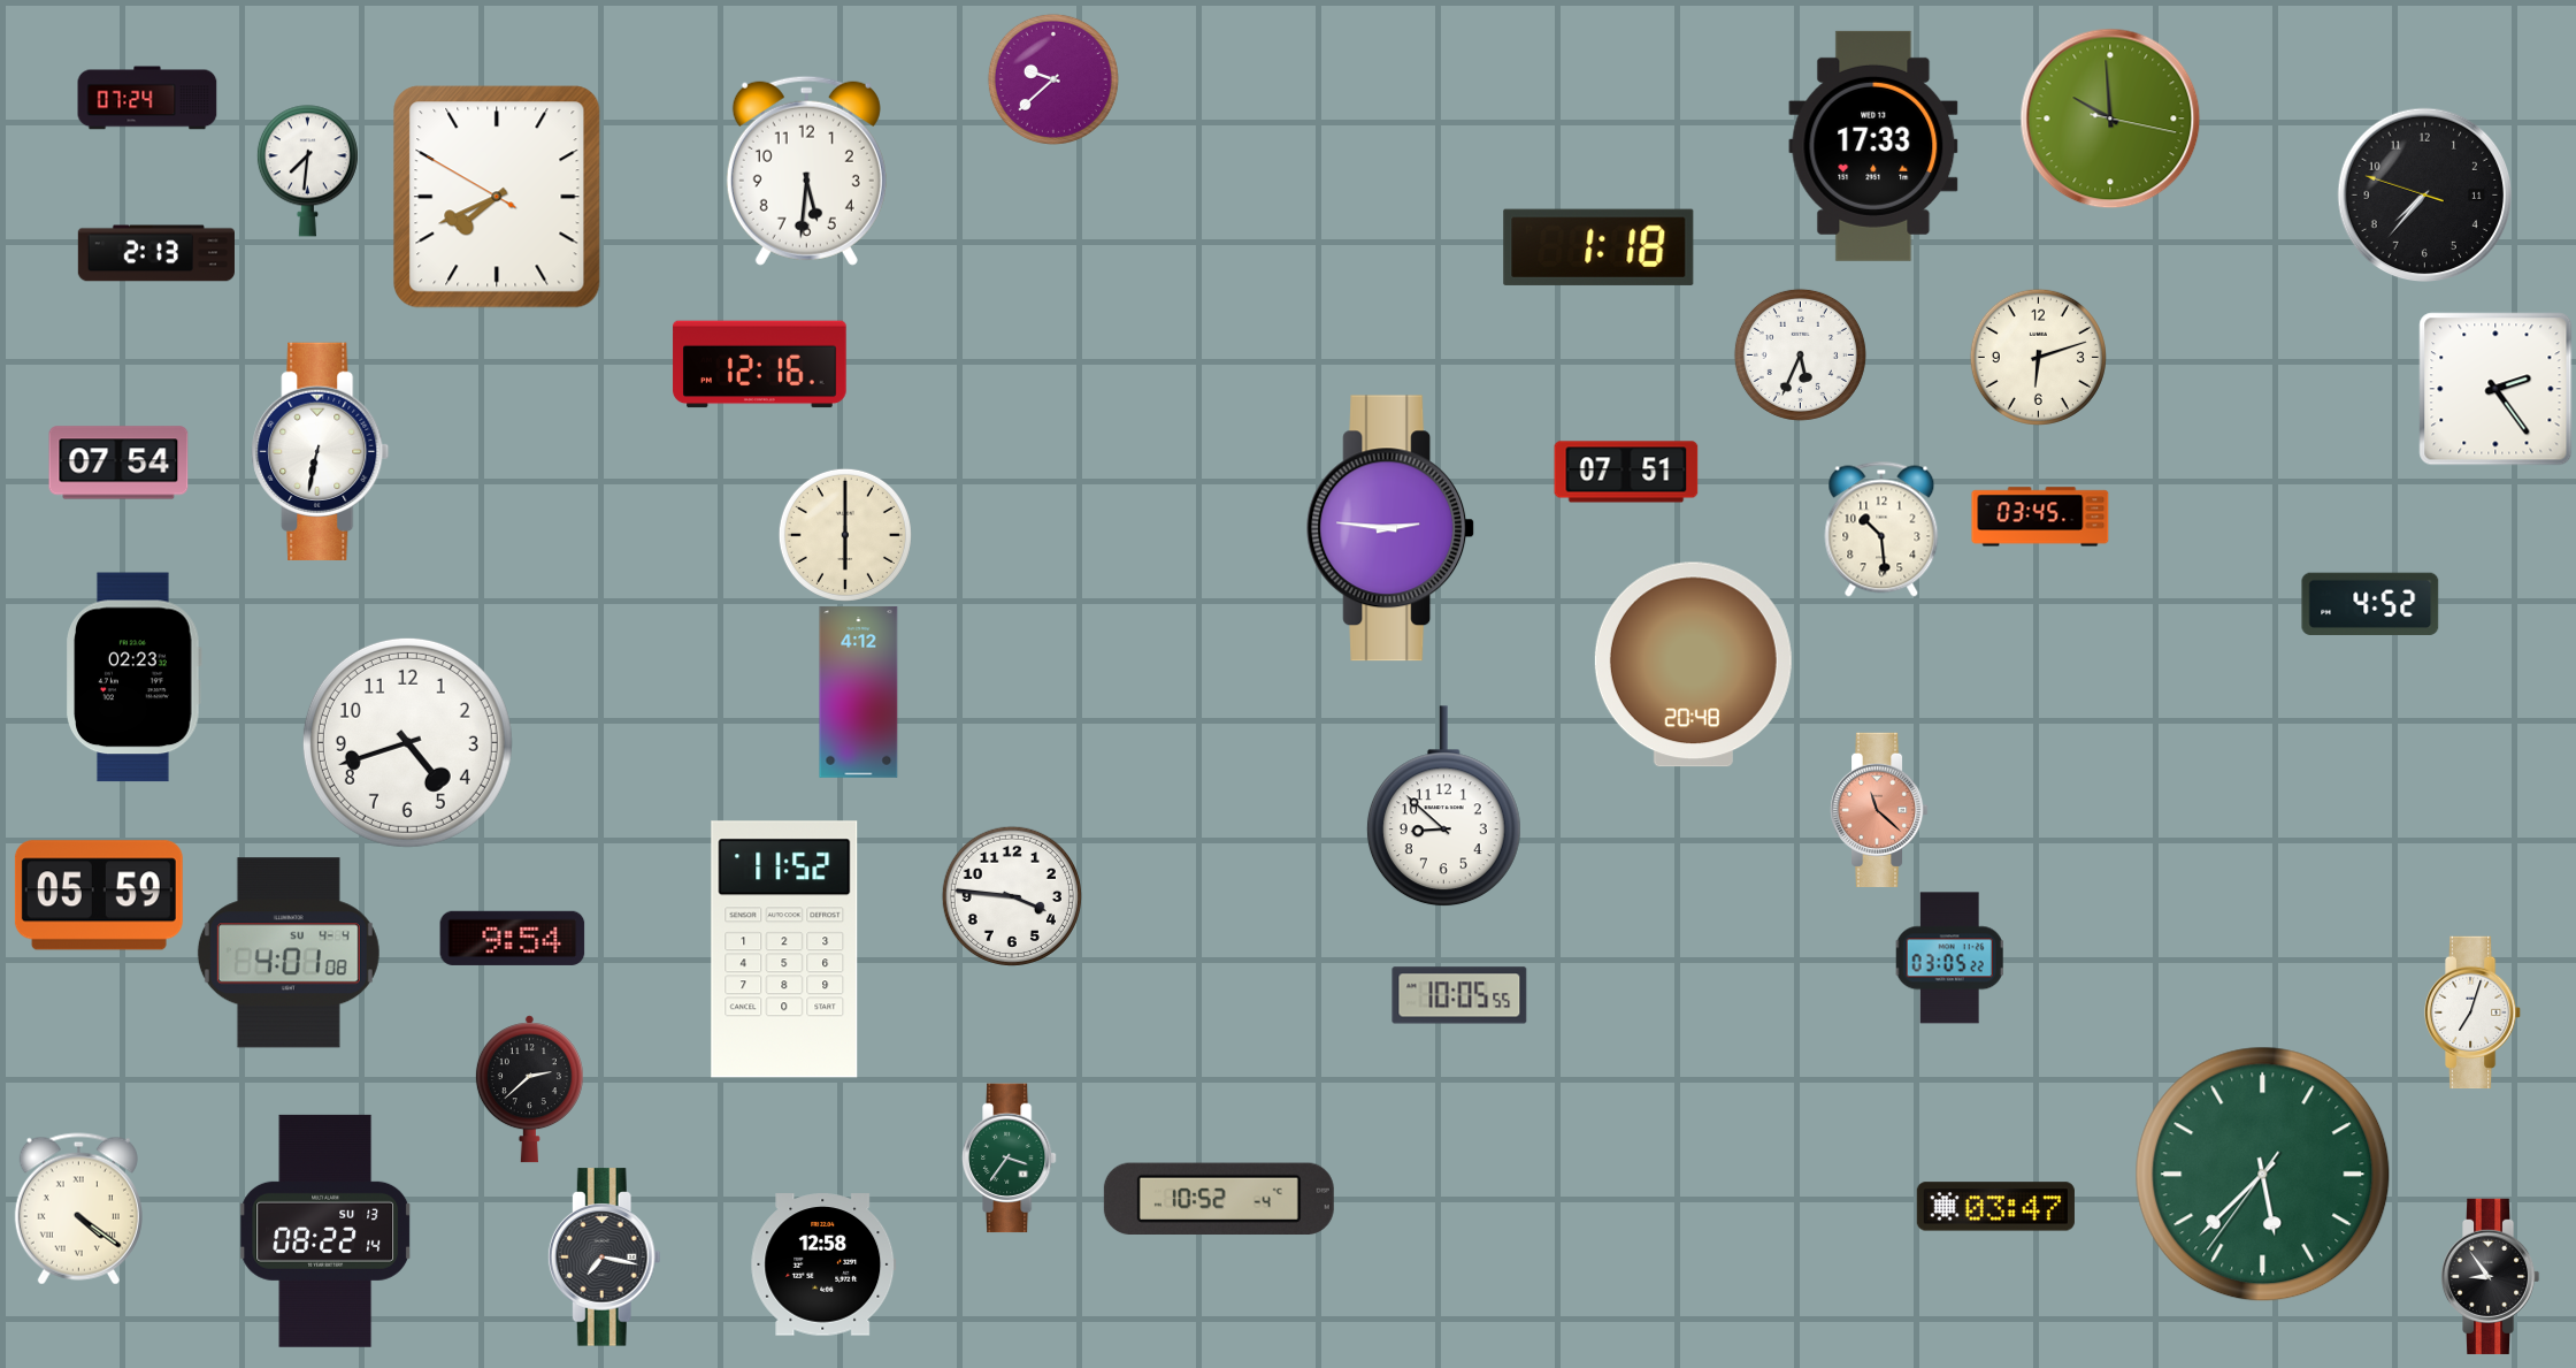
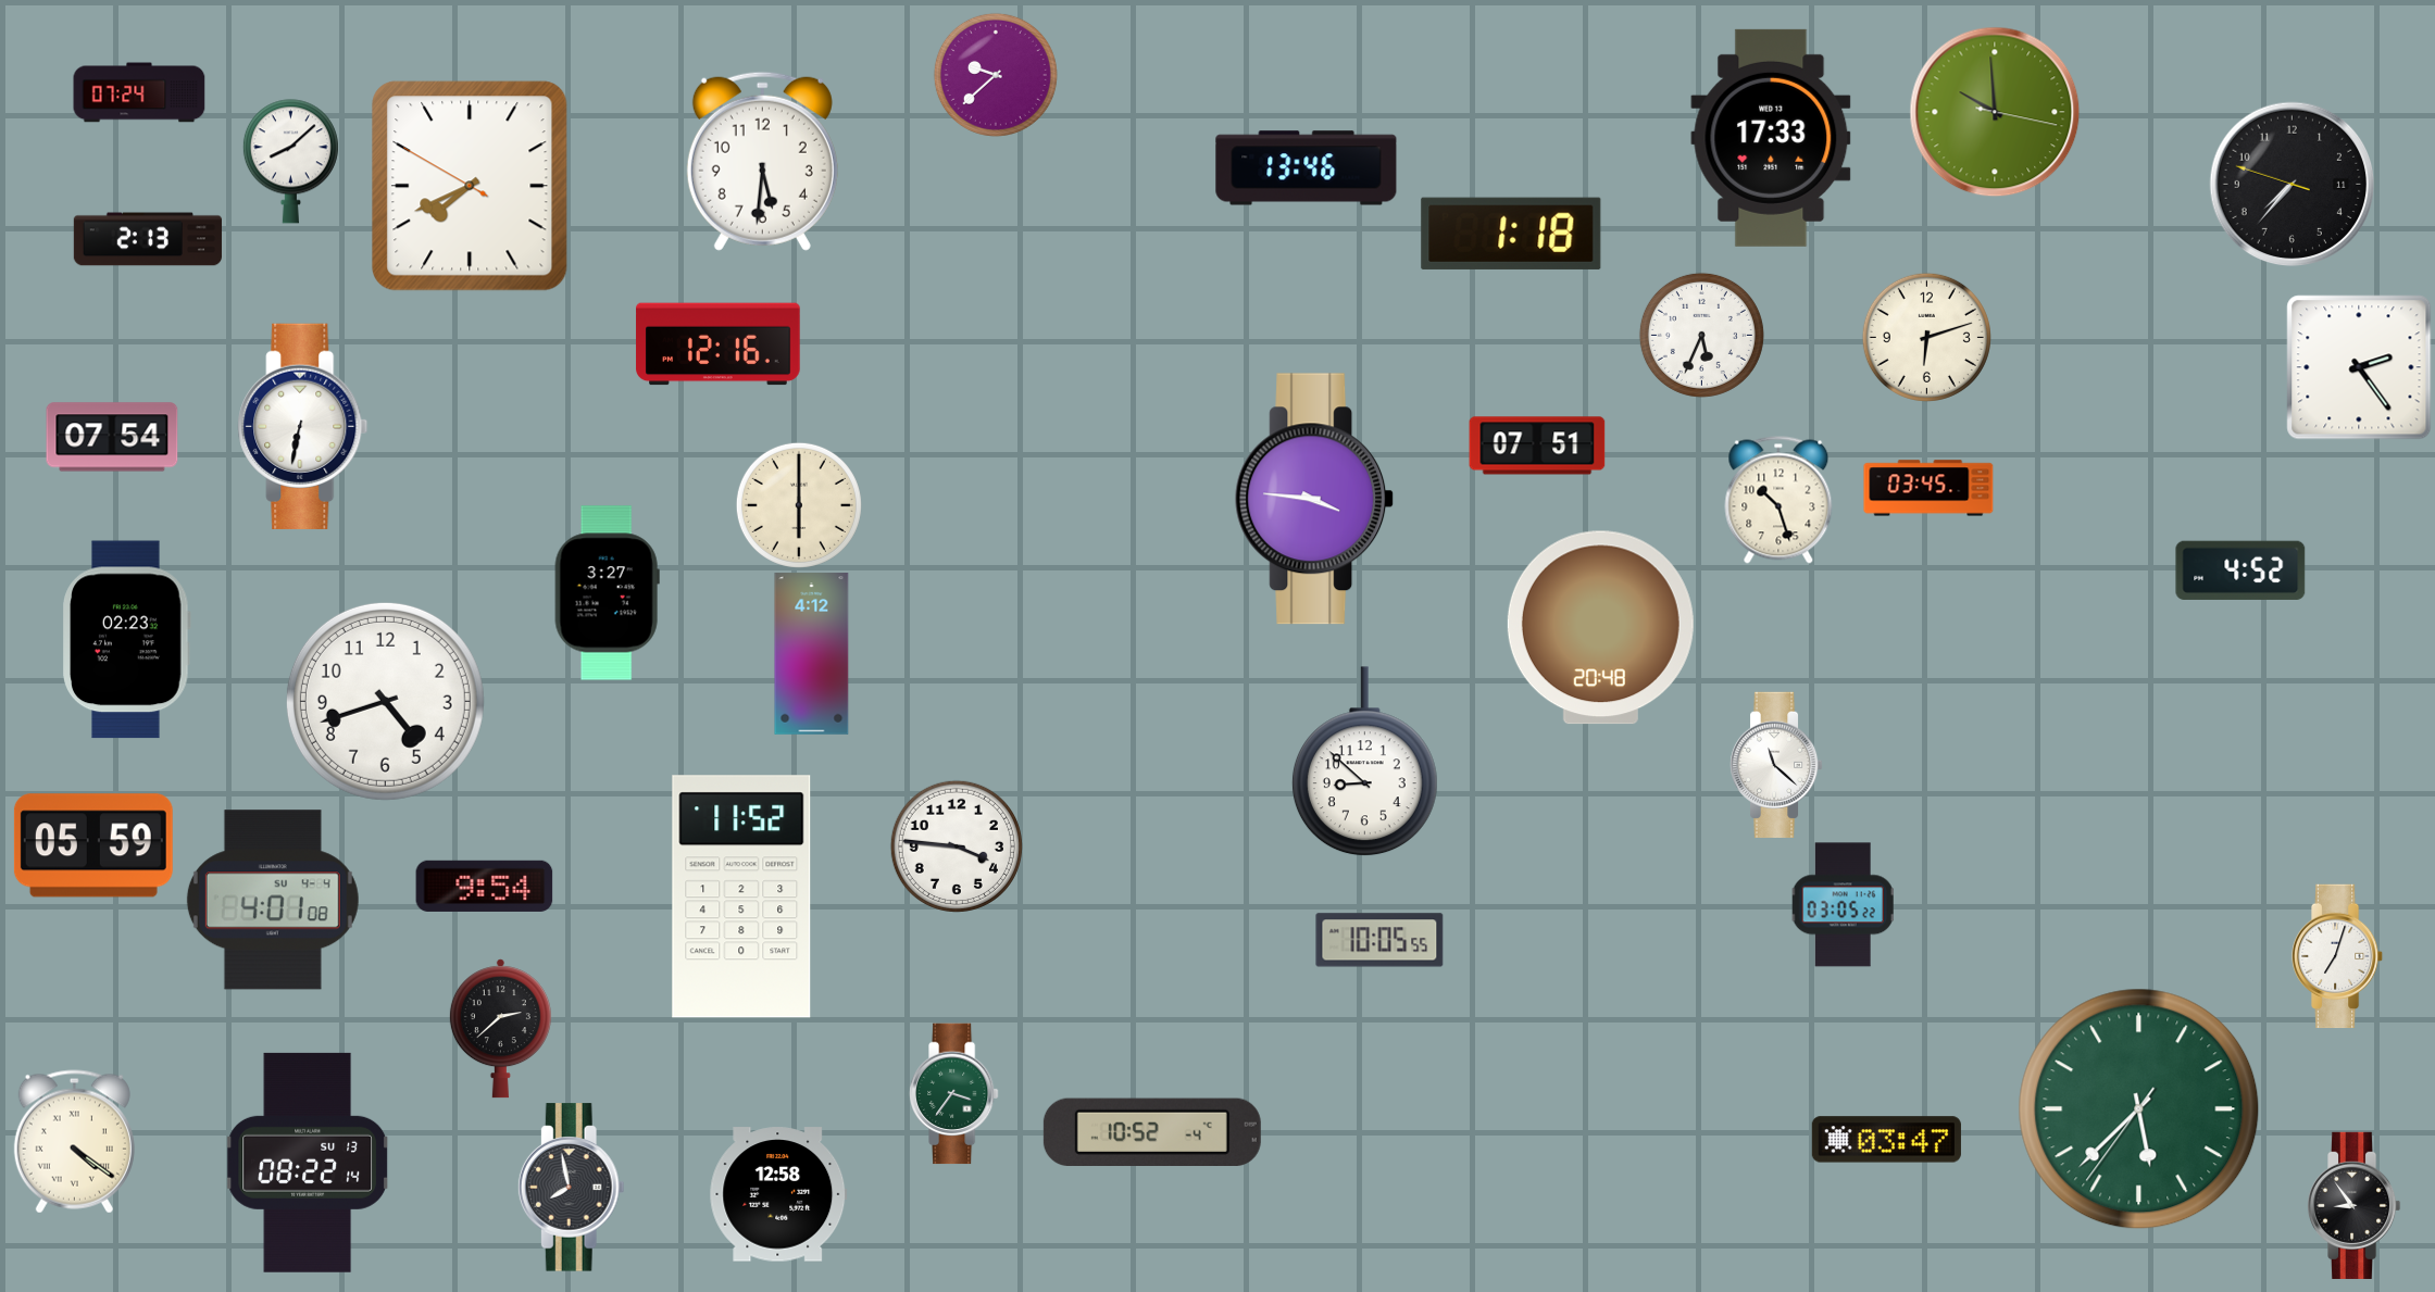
clock at (307, 171): 7:31 -> 8:08
clock at (1307, 168): none -> 13:46
clock at (1391, 528): 2:46 -> 3:46
clock at (1881, 529): 10:29 -> 10:27
clock at (607, 593): none -> 3:27
clock at (1879, 809) dial: salmon -> white
clock at (604, 1258): 7:17 -> 7:58
